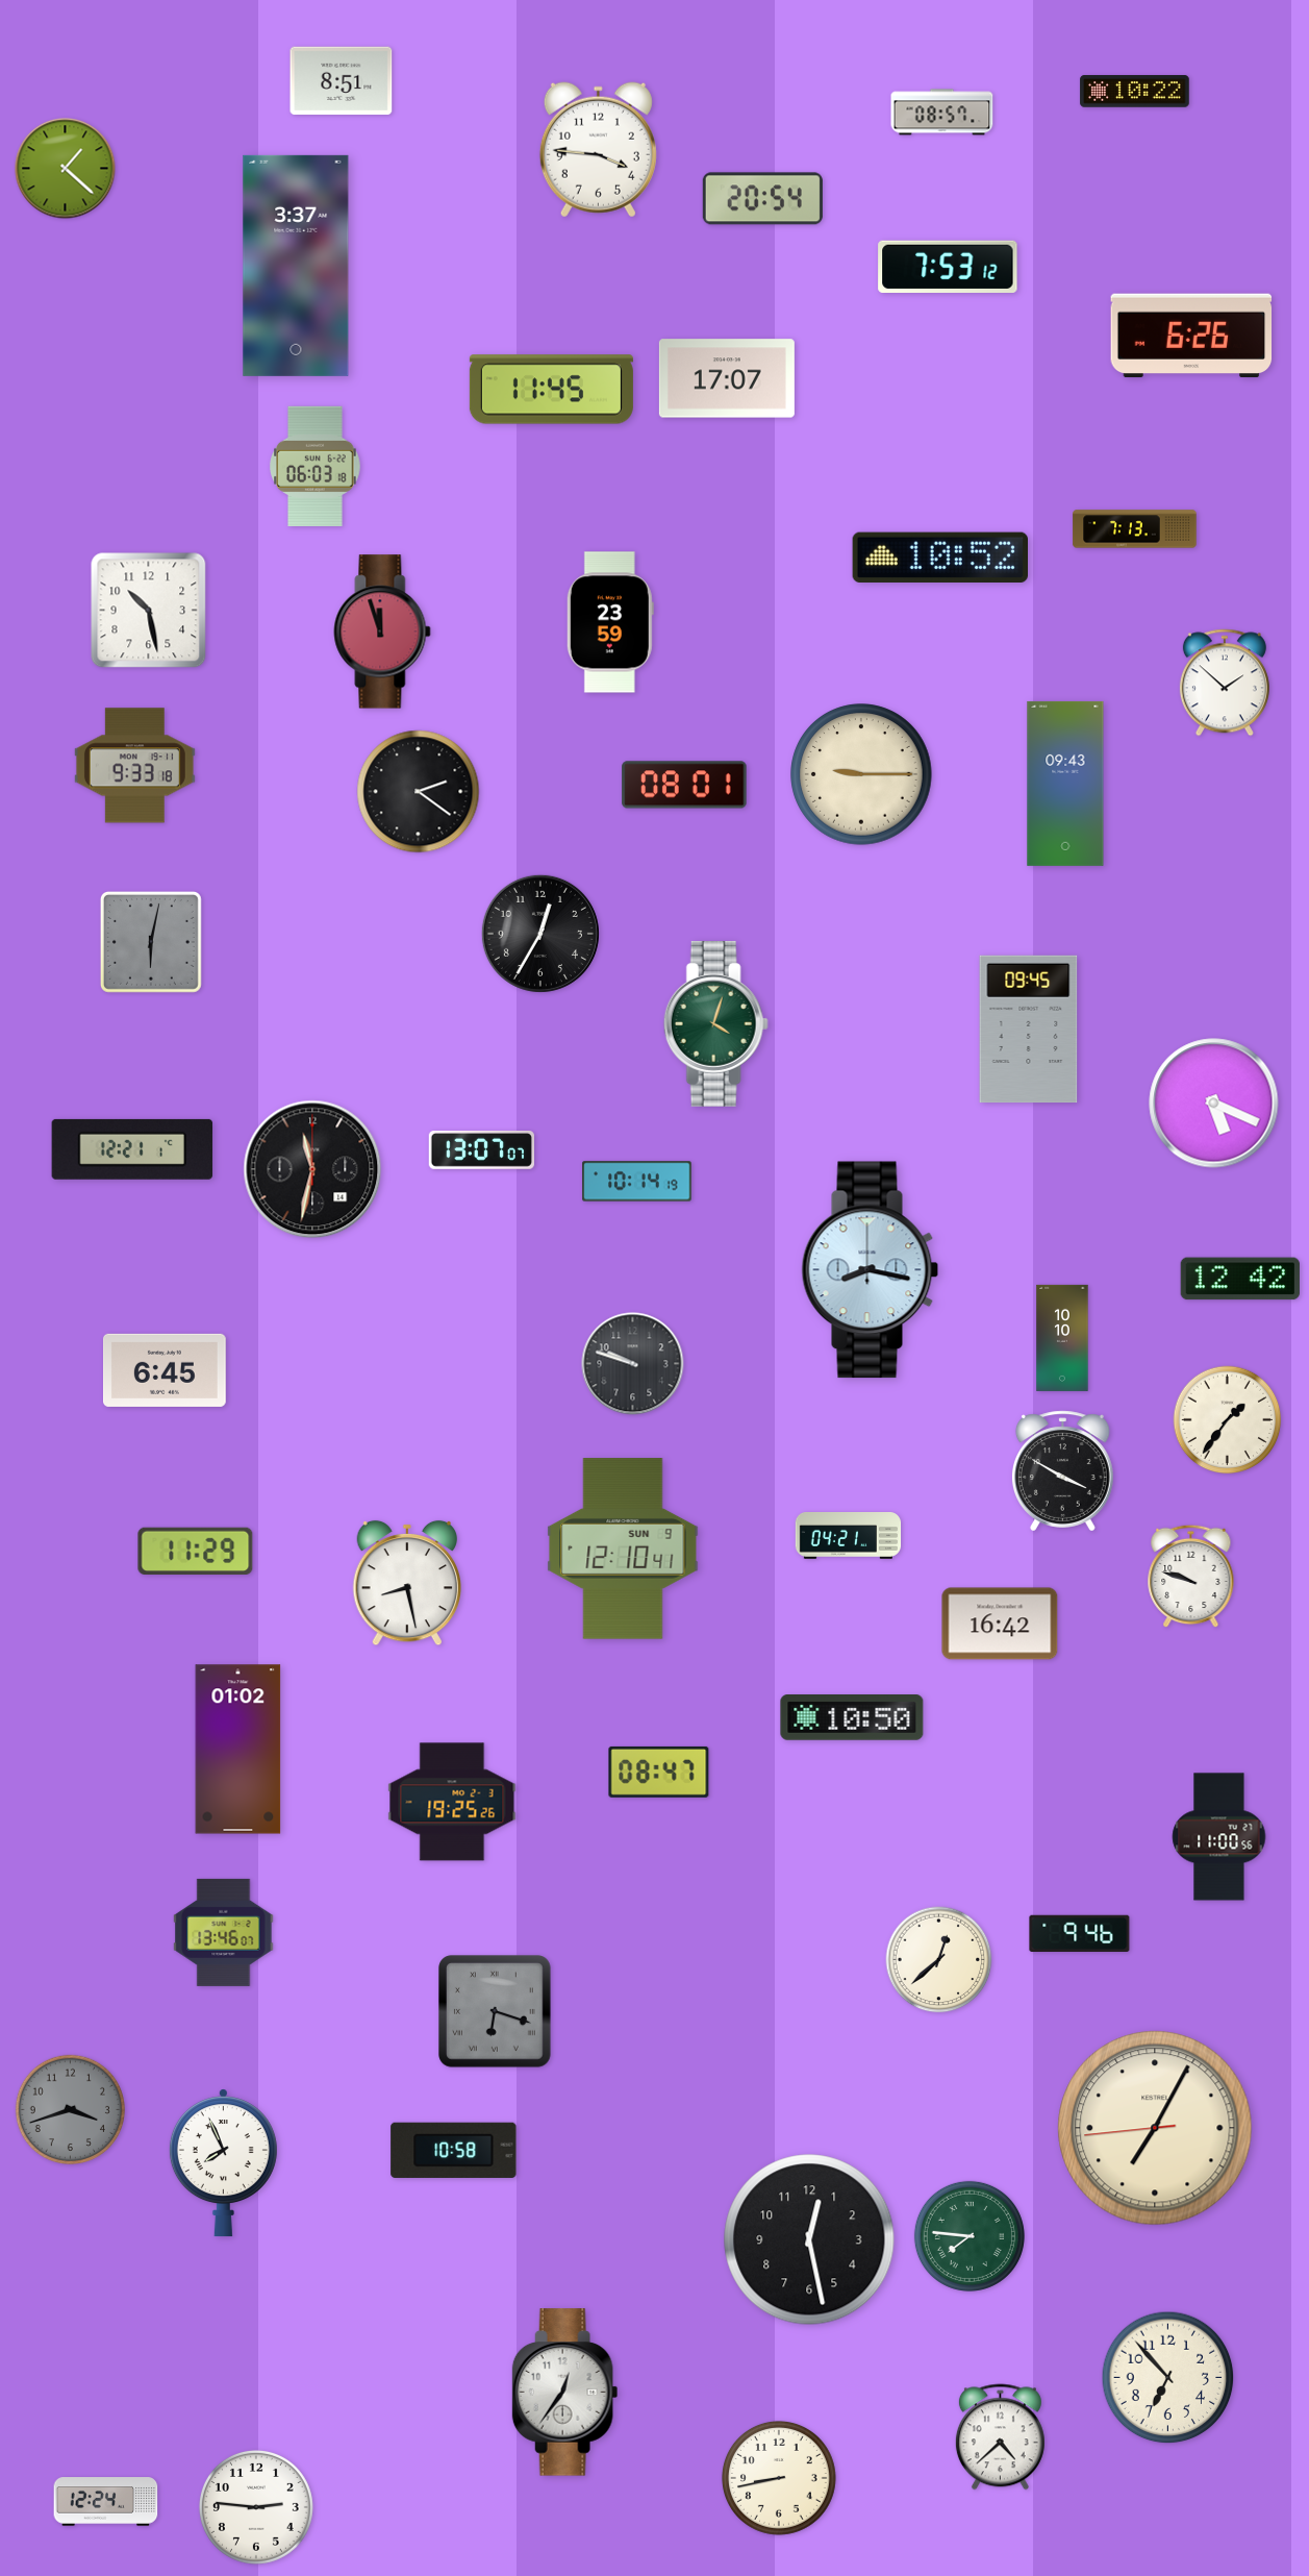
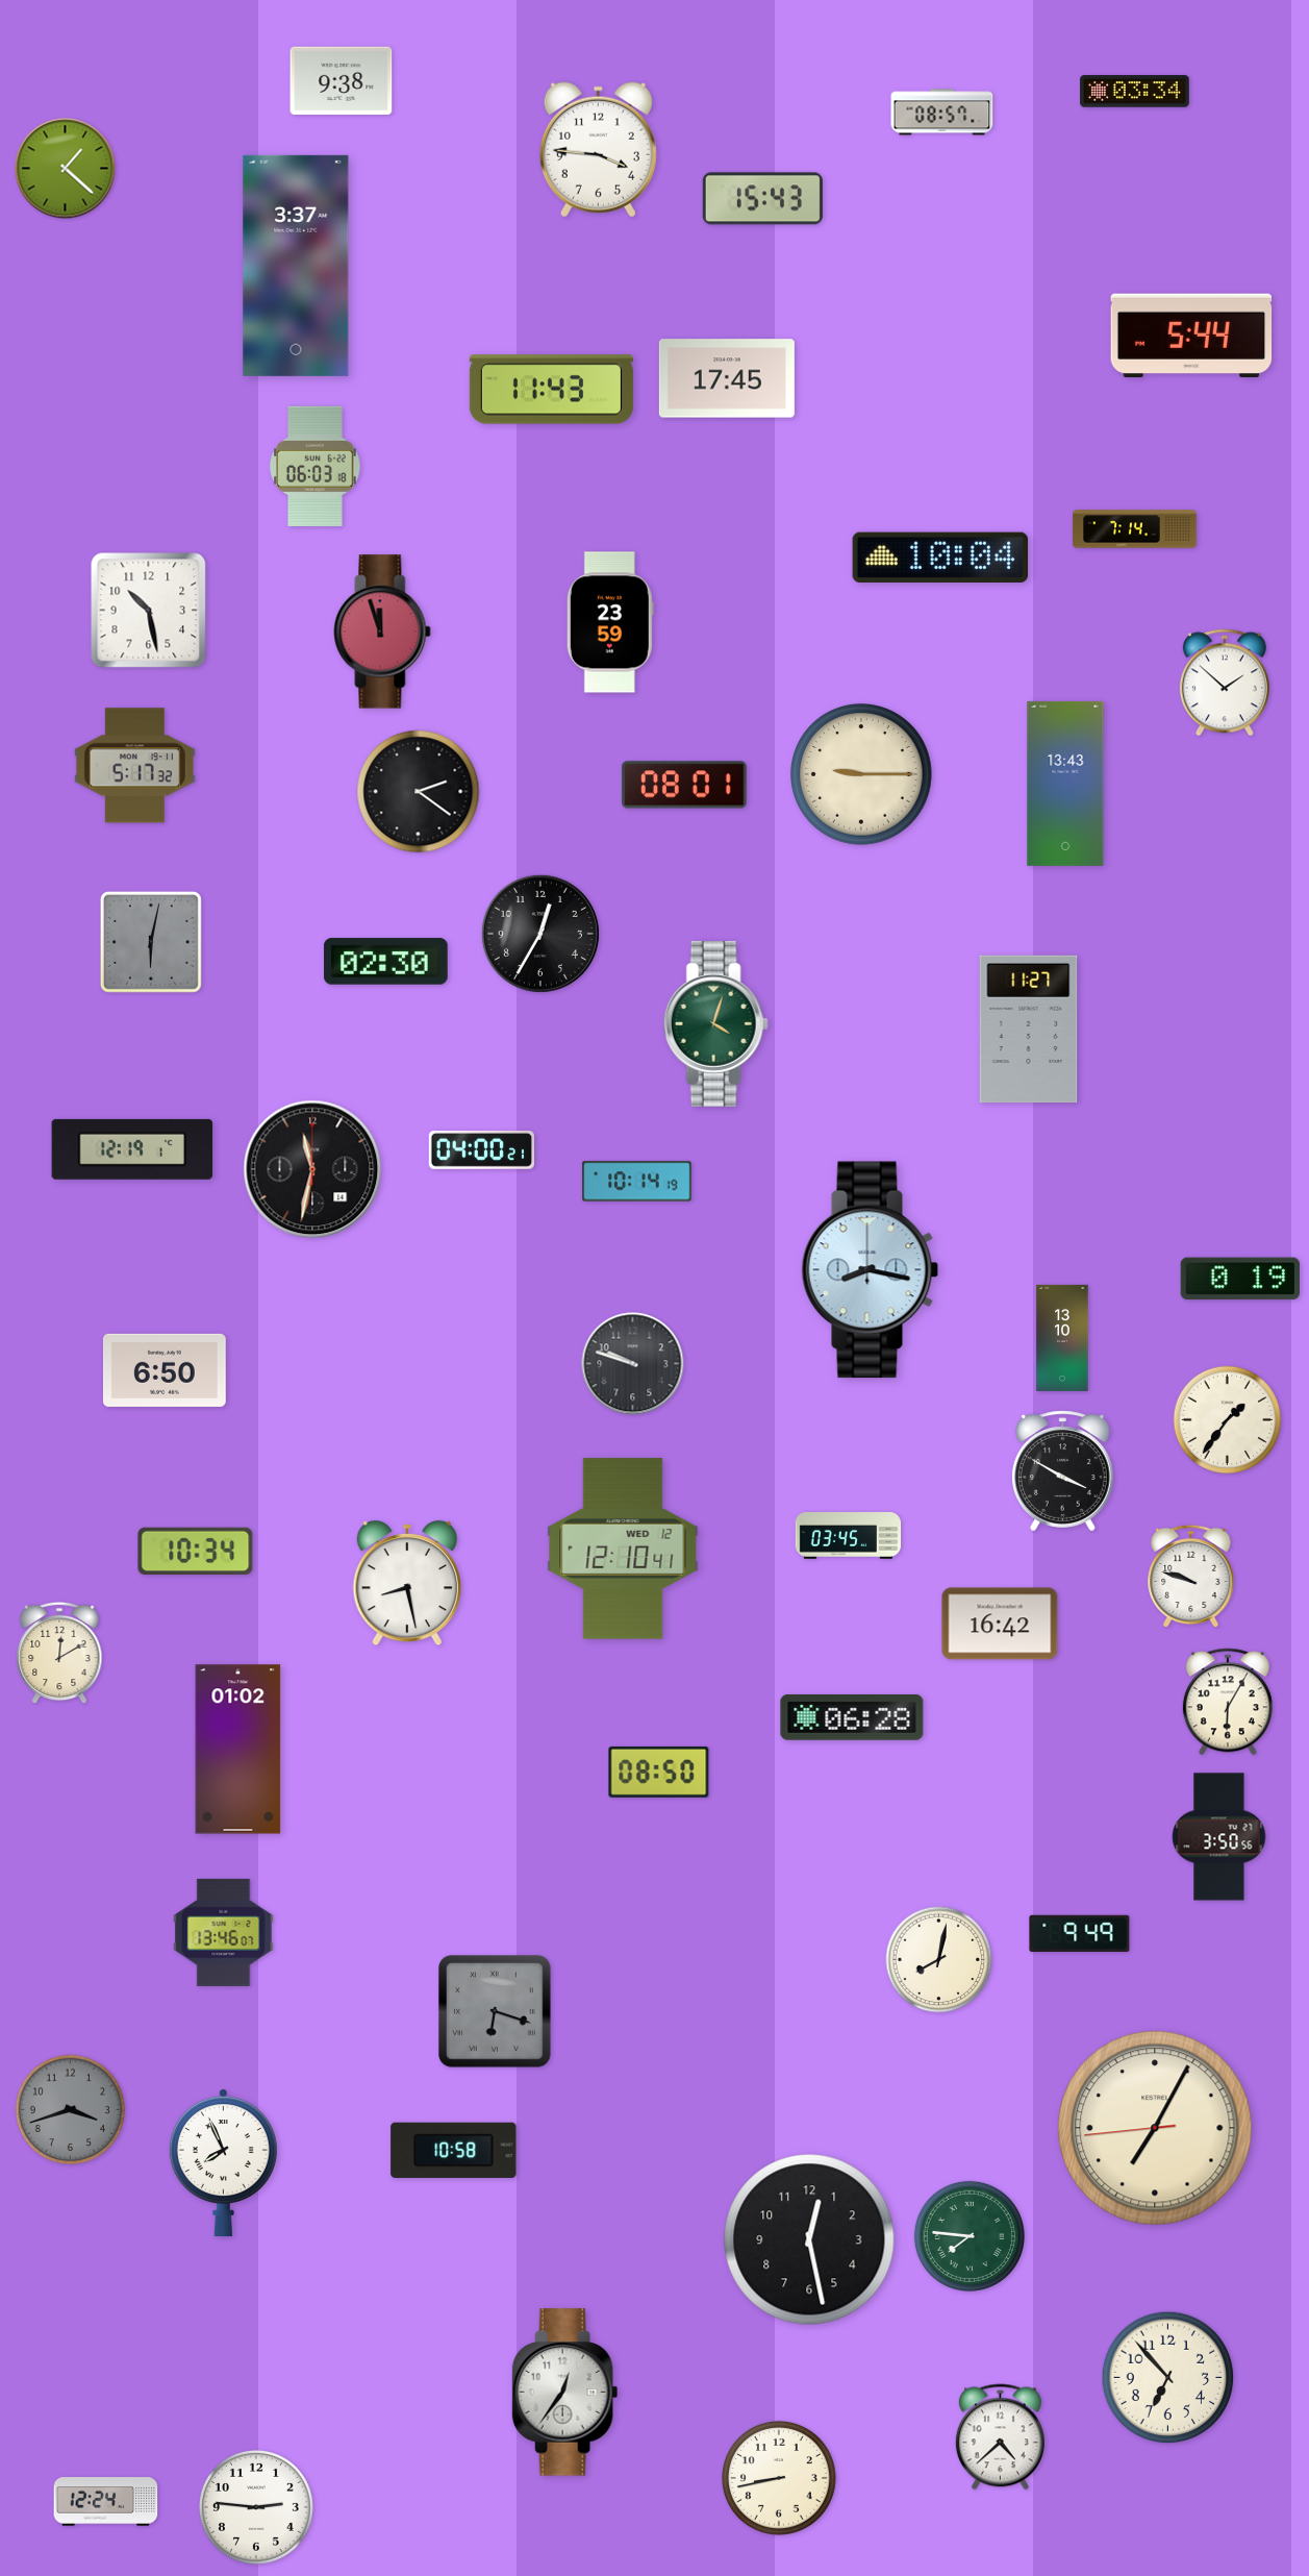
clock at (342, 81): 8:51 -> 9:38
clock at (1135, 92): 10:22 -> 03:34
clock at (762, 199): 20:54 -> 15:43
clock at (948, 267): 7:53 -> none
clock at (1191, 336): 6:26 -> 5:44
clock at (727, 378): 17:07 -> 17:45
clock at (551, 390): 11:45 -> 11:43
clock at (1135, 529): 7:13 -> 7:14
clock at (939, 556): 10:52 -> 10:04
clock at (134, 766): 9:33 -> 5:17
clock at (1065, 784): 09:43 -> 13:43
clock at (386, 962): none -> 02:30
clock at (1029, 1030): 09:45 -> 11:27
clock at (1214, 1104): 5:19 -> none
clock at (132, 1149): 12:21 -> 12:19
clock at (481, 1150): 13:07 -> 04:00
clock at (1240, 1279): 12:42 -> 0:19
clock at (1062, 1338): 10:10 -> 13:10
clock at (166, 1370): 6:45 -> 6:50
clock at (849, 1536): 04:21 -> 03:45
clock at (623, 1549) date: SUN 9 -> WED 12
clock at (196, 1551): 11:29 -> 10:34
clock at (59, 1653): none -> 12:10
clock at (1228, 1702): none -> 6:05
clock at (852, 1718): 10:50 -> 06:28
clock at (659, 1772): 08:47 -> 08:50
clock at (452, 1802): 19:25 -> none
clock at (1219, 1837): 11:00 -> 3:50
clock at (1080, 1934): 9:46 -> 9:49
clock at (939, 1960): 12:38 -> 8:02
